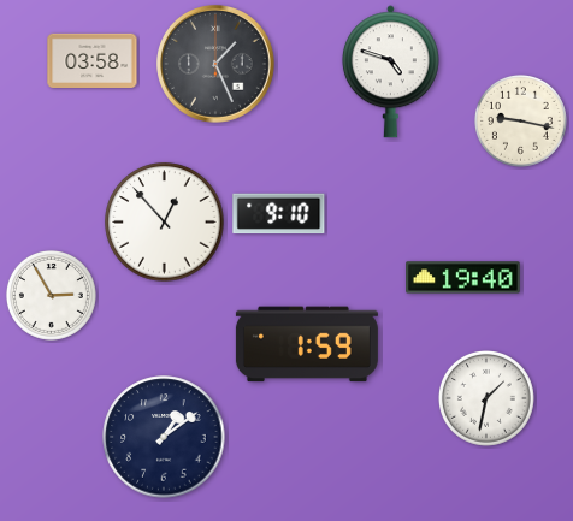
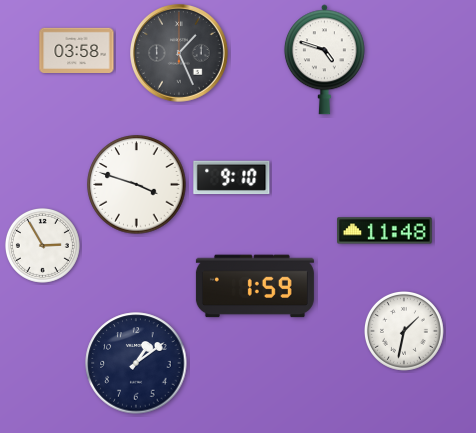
clock at (520, 120): 9:17 -> none
clock at (165, 223): 12:53 -> 3:48
clock at (463, 278): 19:40 -> 11:48
